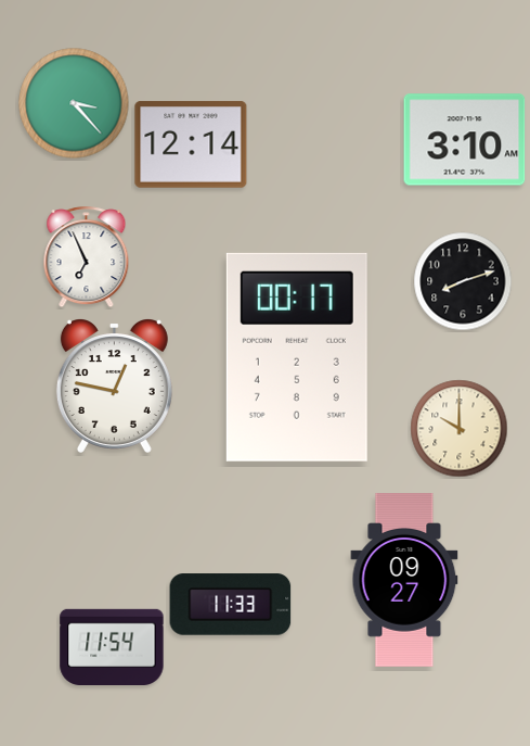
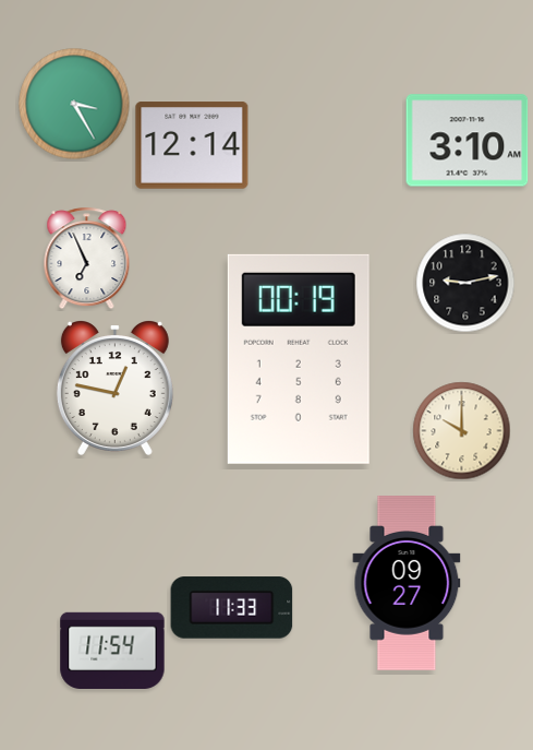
clock at (74, 103): 3:23 -> 3:25
clock at (463, 281): 8:12 -> 9:13
clock at (297, 357): 00:17 -> 00:19
